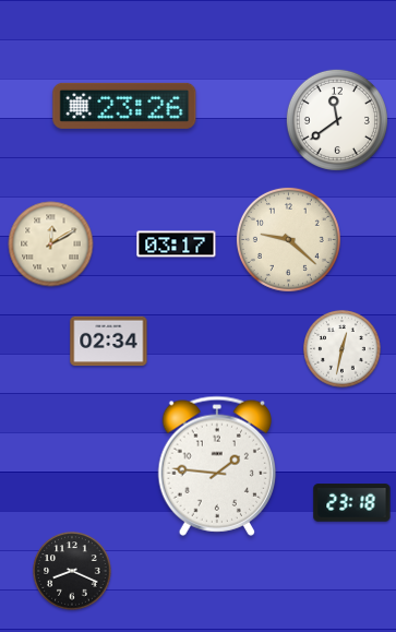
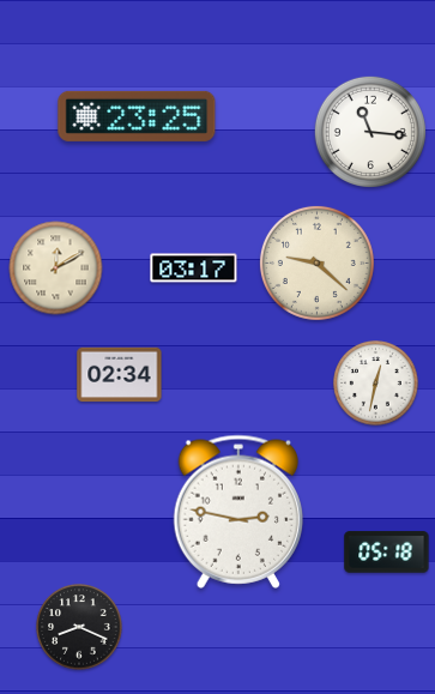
clock at (124, 106): 23:26 -> 23:25
clock at (337, 120): 11:39 -> 11:16
clock at (216, 466): 1:46 -> 2:47
clock at (352, 503): 23:18 -> 05:18
